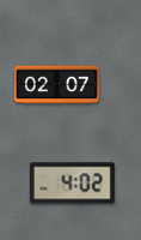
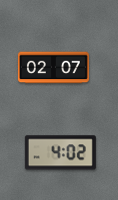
clock at (56, 85) position: (56, 85) -> (53, 68)
